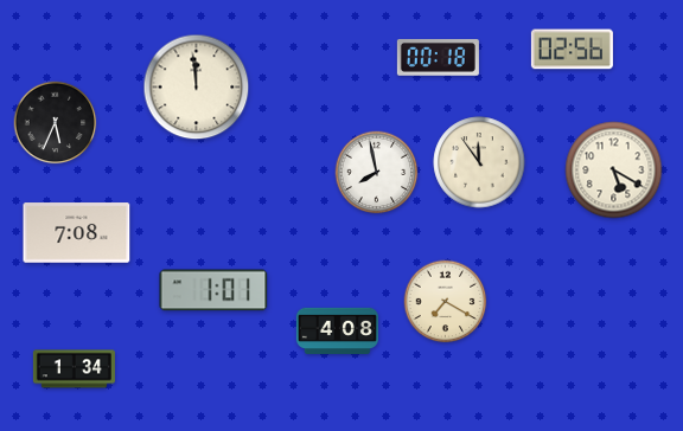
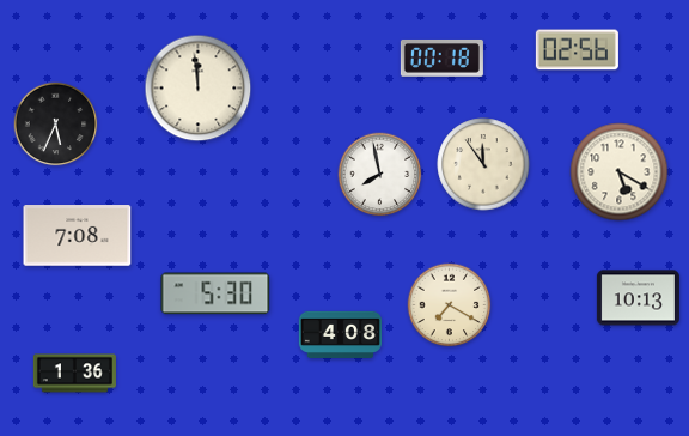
clock at (213, 290): 1:01 -> 5:30
clock at (638, 298): none -> 10:13
clock at (74, 369): 1:34 -> 1:36
